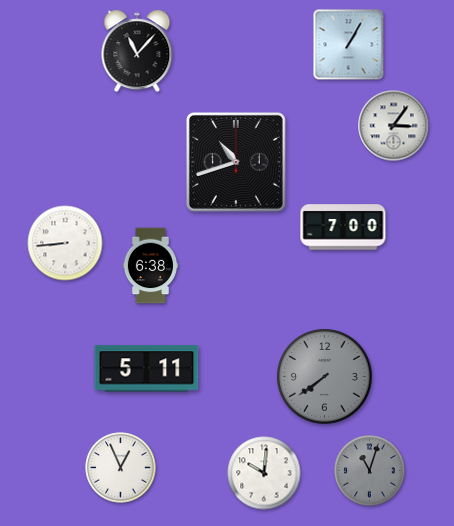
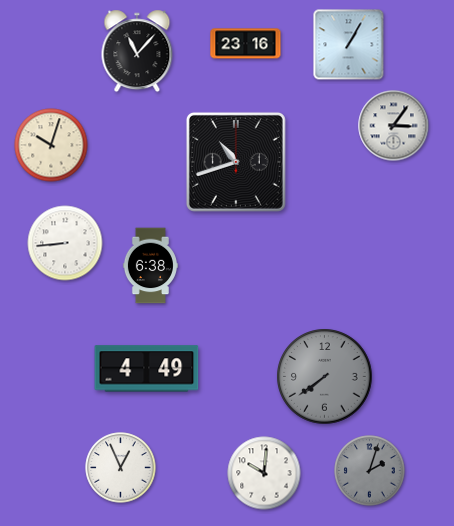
clock at (246, 44): none -> 23:16
clock at (51, 145): none -> 10:03
clock at (343, 227): 7:00 -> none
clock at (147, 369): 5:11 -> 4:49
clock at (370, 471): 11:03 -> 2:03
